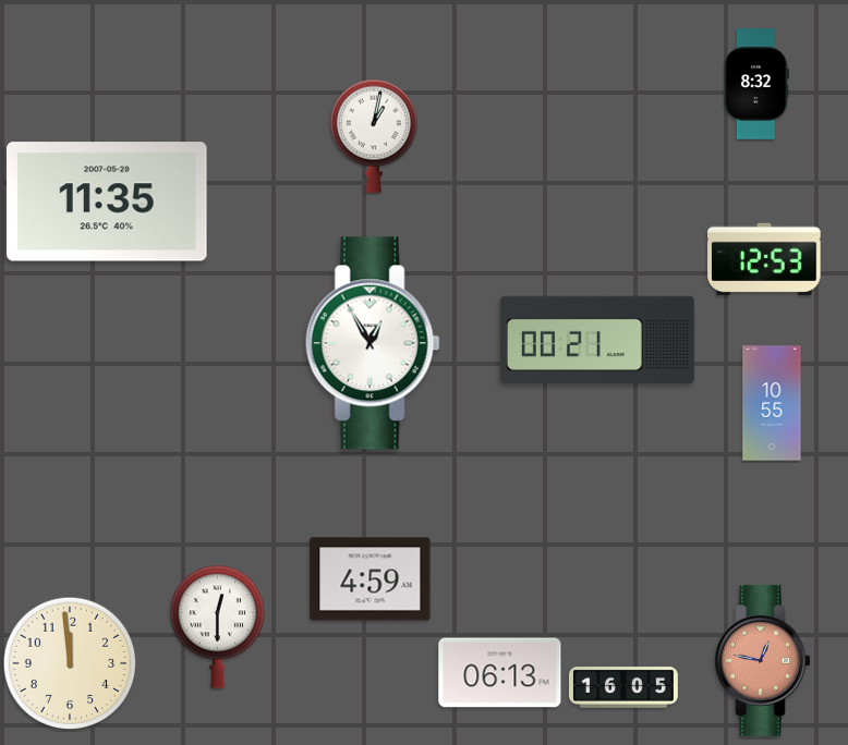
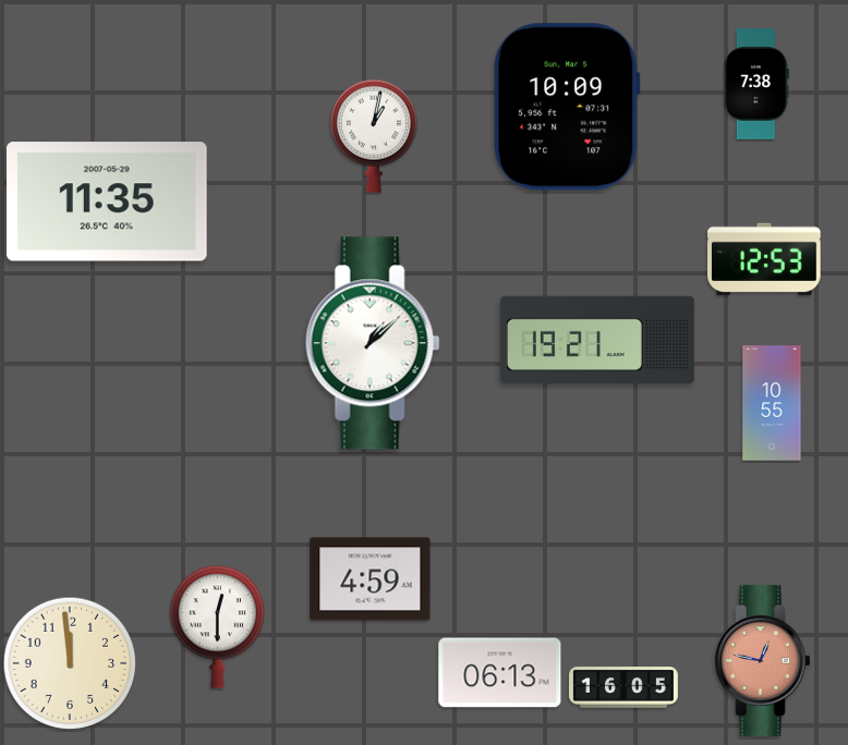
clock at (756, 85): 8:32 -> 7:38
clock at (567, 107): none -> 10:09
clock at (597, 339): 00:21 -> 19:21
clock at (373, 343): 12:55 -> 1:08
